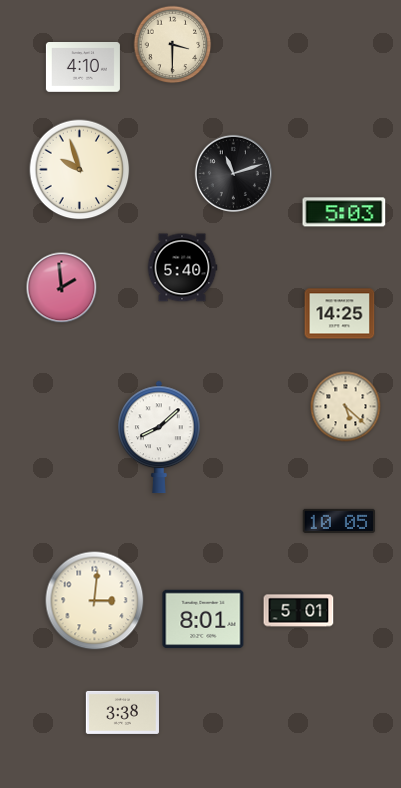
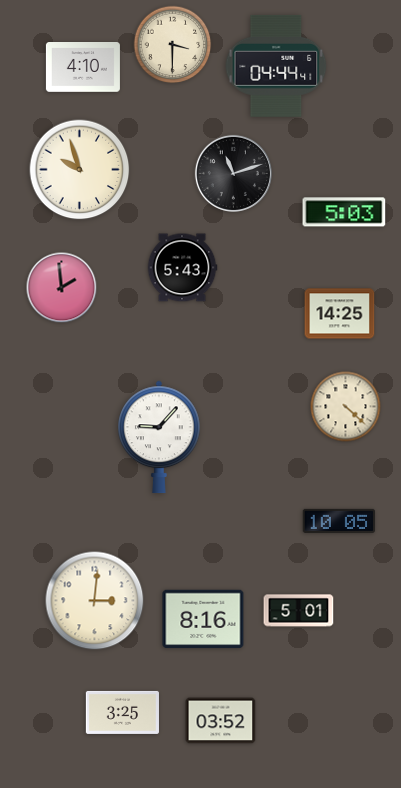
clock at (276, 66): none -> 04:44
clock at (182, 268): 5:40 -> 5:43
clock at (346, 407): 5:22 -> 4:22
clock at (159, 437): 8:08 -> 9:07
clock at (203, 619): 8:01 -> 8:16
clock at (122, 712): 3:38 -> 3:25
clock at (221, 721): none -> 03:52
